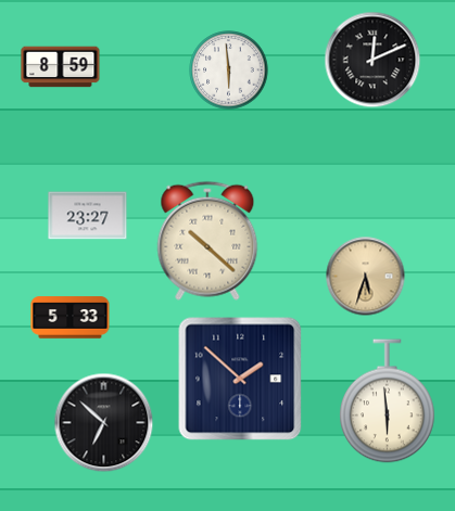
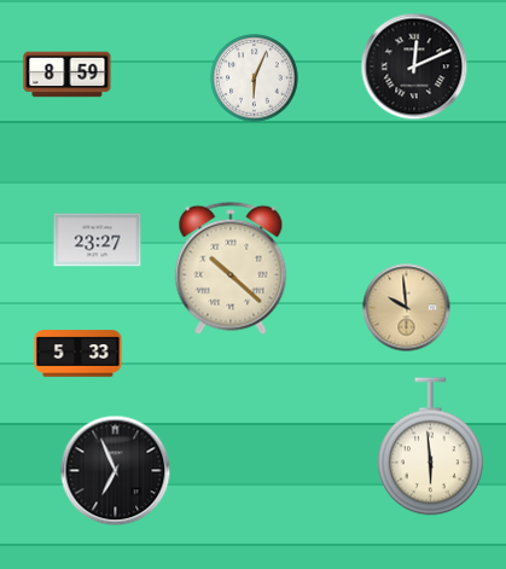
clock at (229, 71): 5:59 -> 6:04
clock at (366, 277): 5:33 -> 9:59
clock at (240, 379): 1:52 -> none
clock at (104, 423): 6:52 -> 6:56
